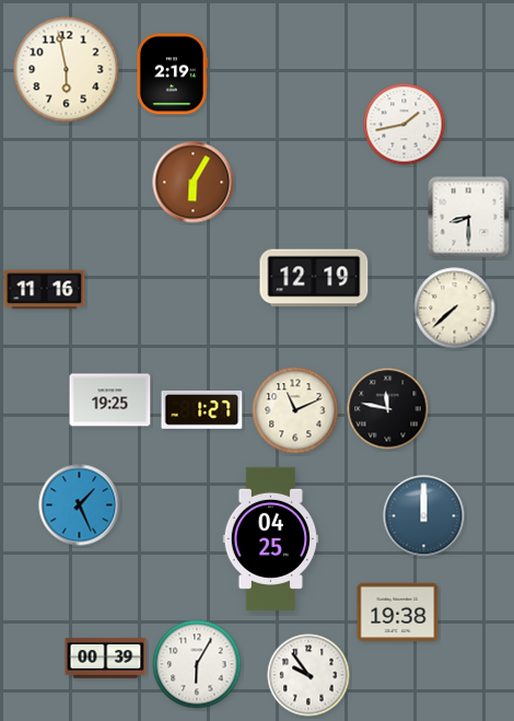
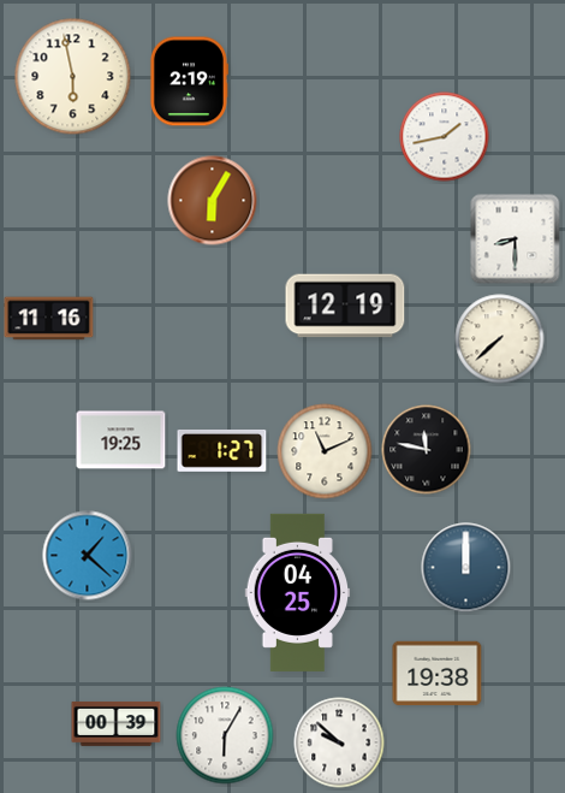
clock at (80, 505): 1:26 -> 1:22
clock at (197, 664) position: (197, 664) -> (225, 735)
clock at (308, 675): 9:54 -> 9:52
